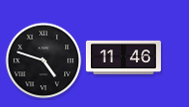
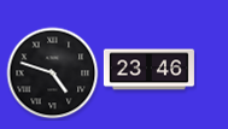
clock at (123, 58): 11:46 -> 23:46
